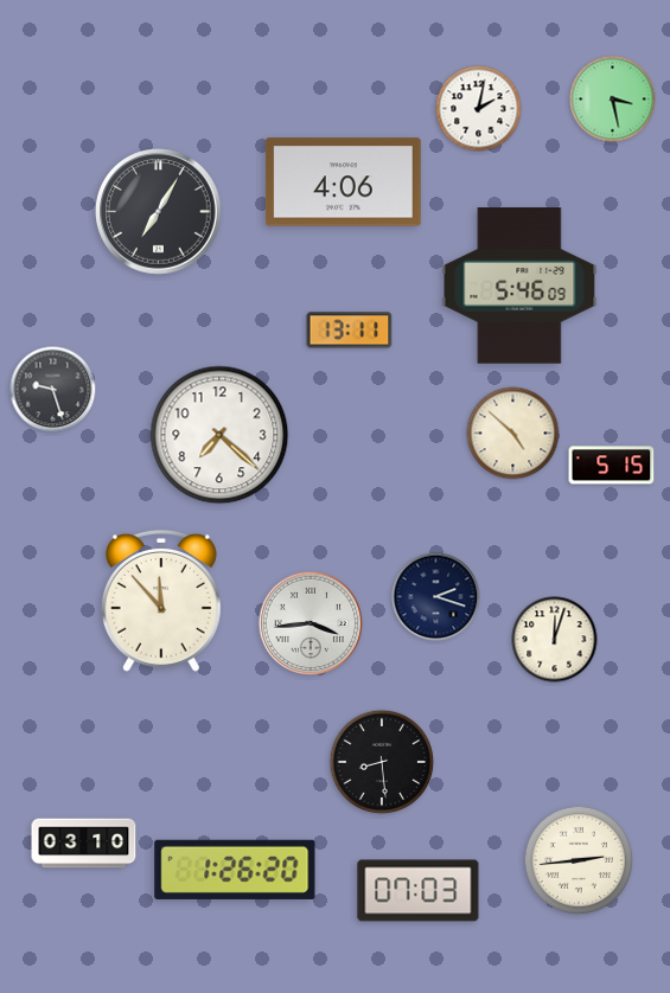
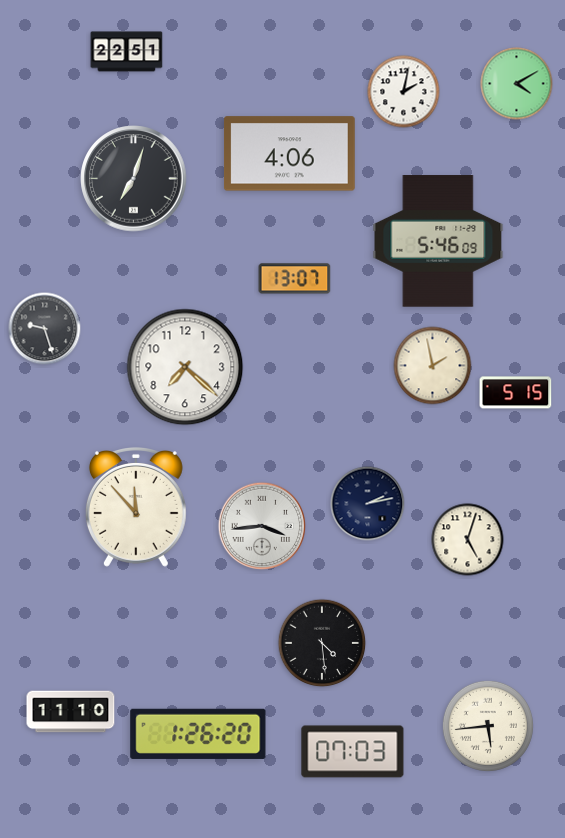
clock at (127, 52): none -> 22:51
clock at (613, 100): 3:28 -> 4:10
clock at (159, 212): 7:05 -> 7:03
clock at (350, 331): 13:11 -> 13:07
clock at (513, 434): 4:52 -> 1:58
clock at (436, 597): 2:18 -> 2:13
clock at (555, 640): 12:03 -> 5:03
clock at (382, 762): 8:29 -> 4:29
clock at (84, 844): 03:10 -> 11:10
clock at (579, 860): 2:44 -> 5:44
